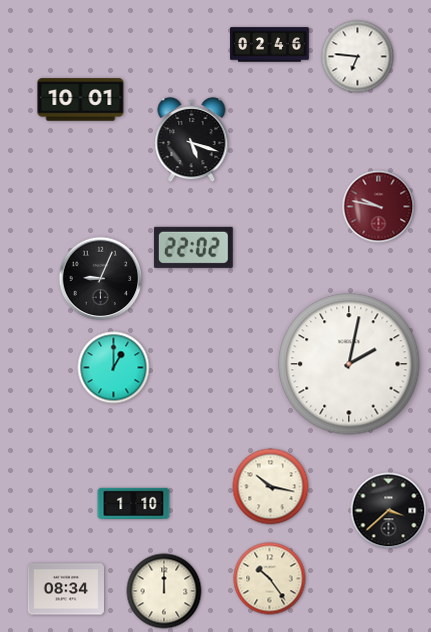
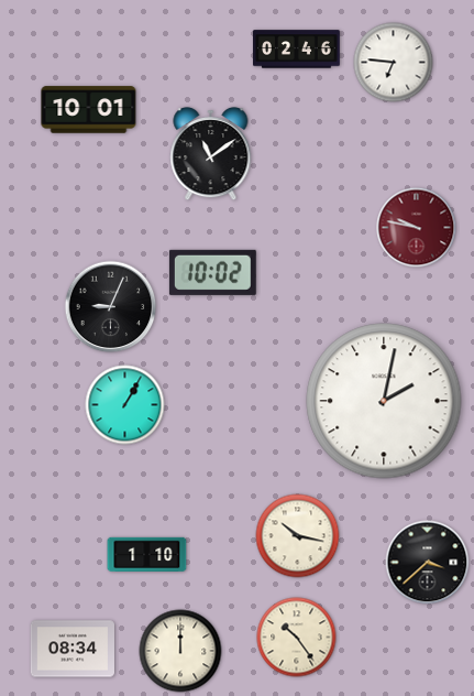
clock at (192, 140): 5:18 -> 11:09
clock at (193, 247): 22:02 -> 10:02
clock at (114, 368): 1:00 -> 1:05
